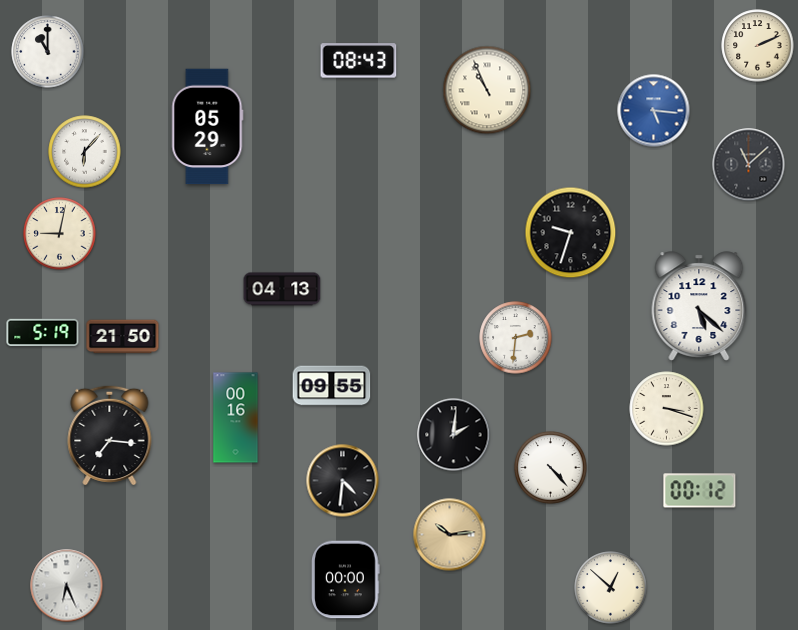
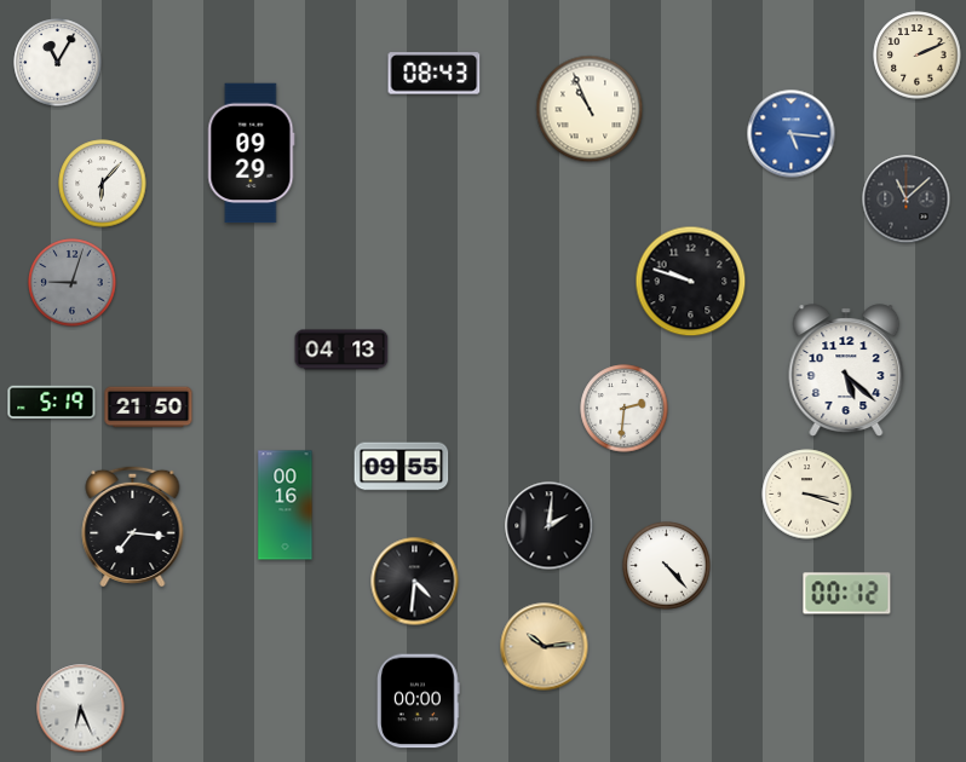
clock at (48, 52): 11:00 -> 11:05
clock at (208, 127): 05:29 -> 09:29
clock at (571, 233): 9:33 -> 9:48
clock at (60, 234): 9:02 -> 9:03
clock at (60, 234) dial: cream -> grey
clock at (611, 588): 12:52 -> none
